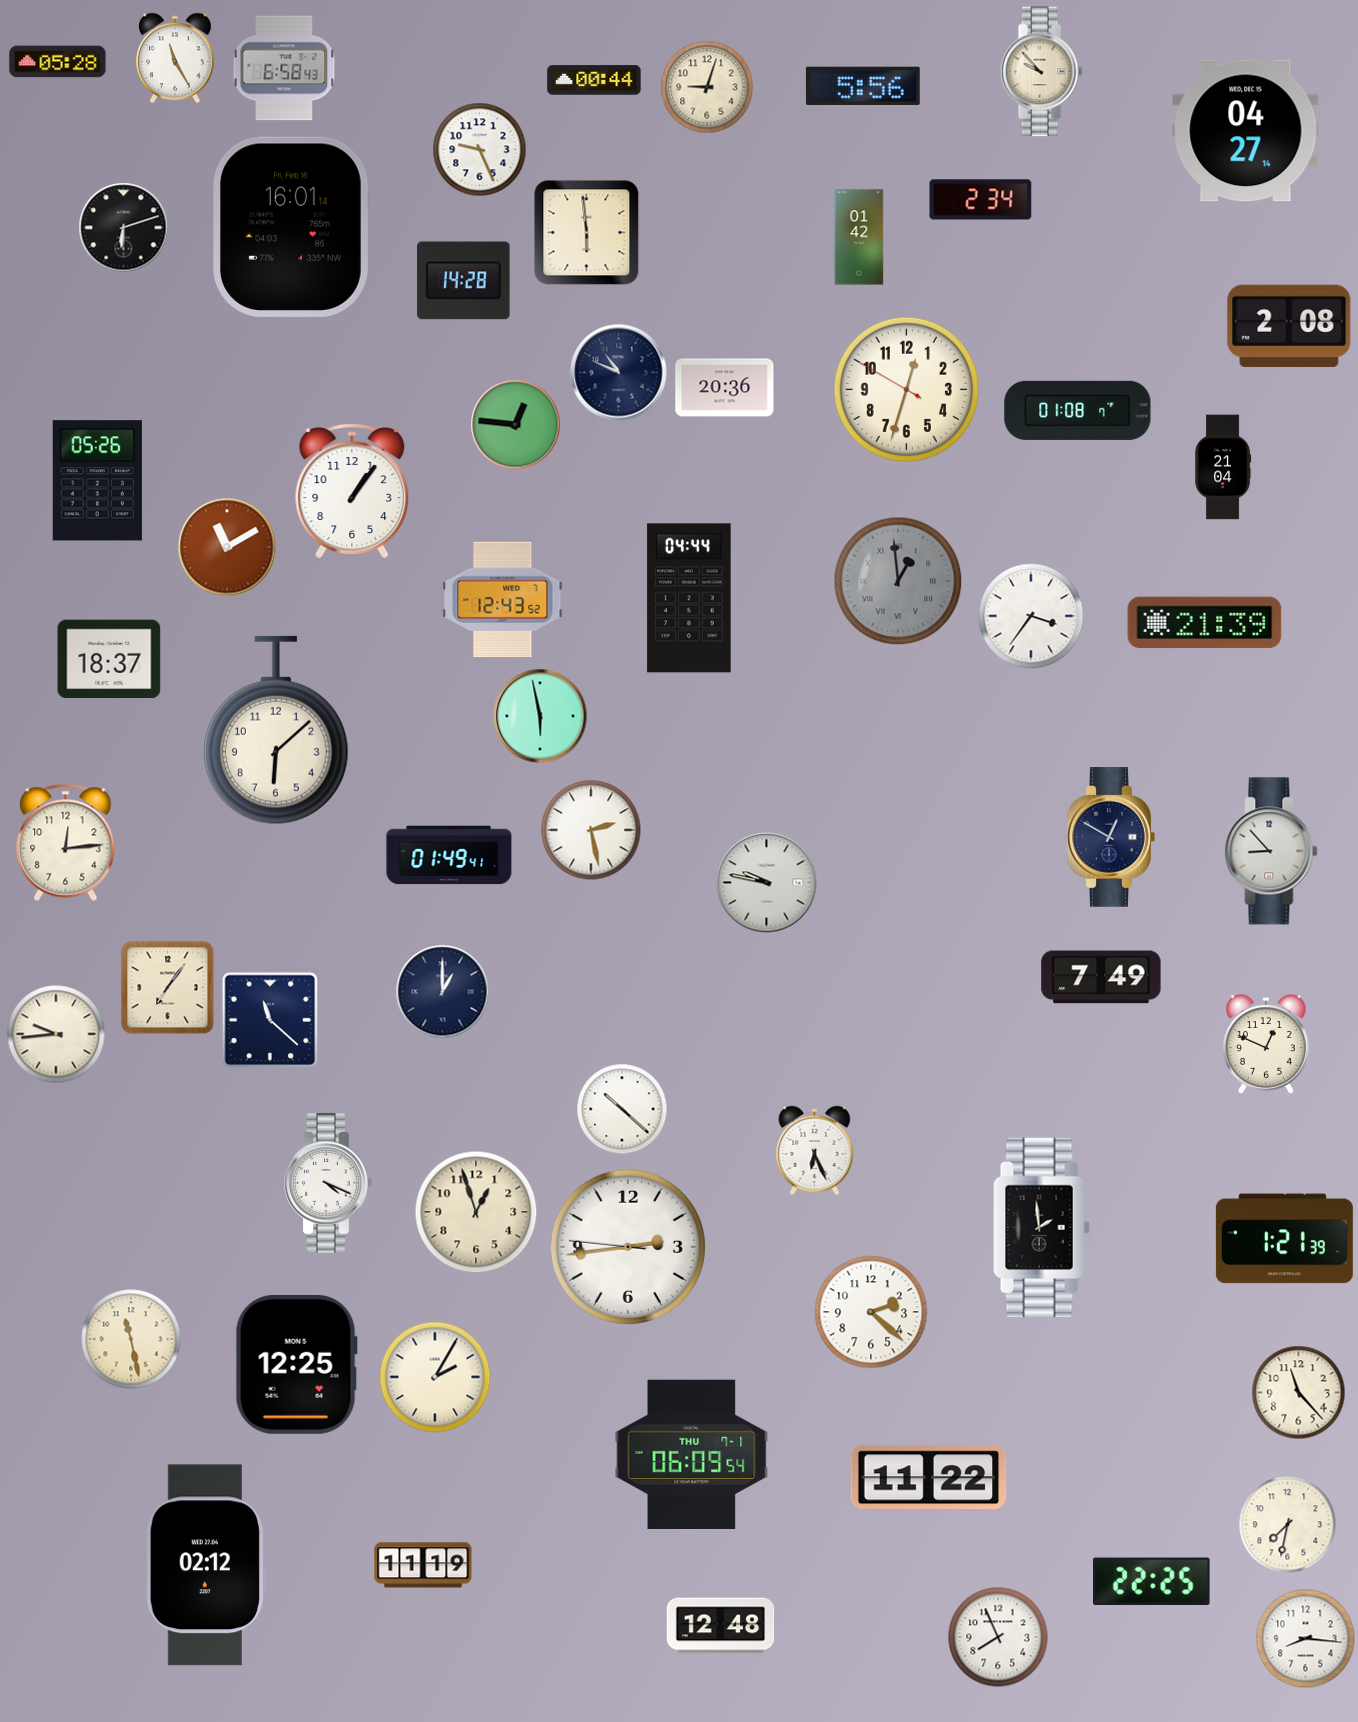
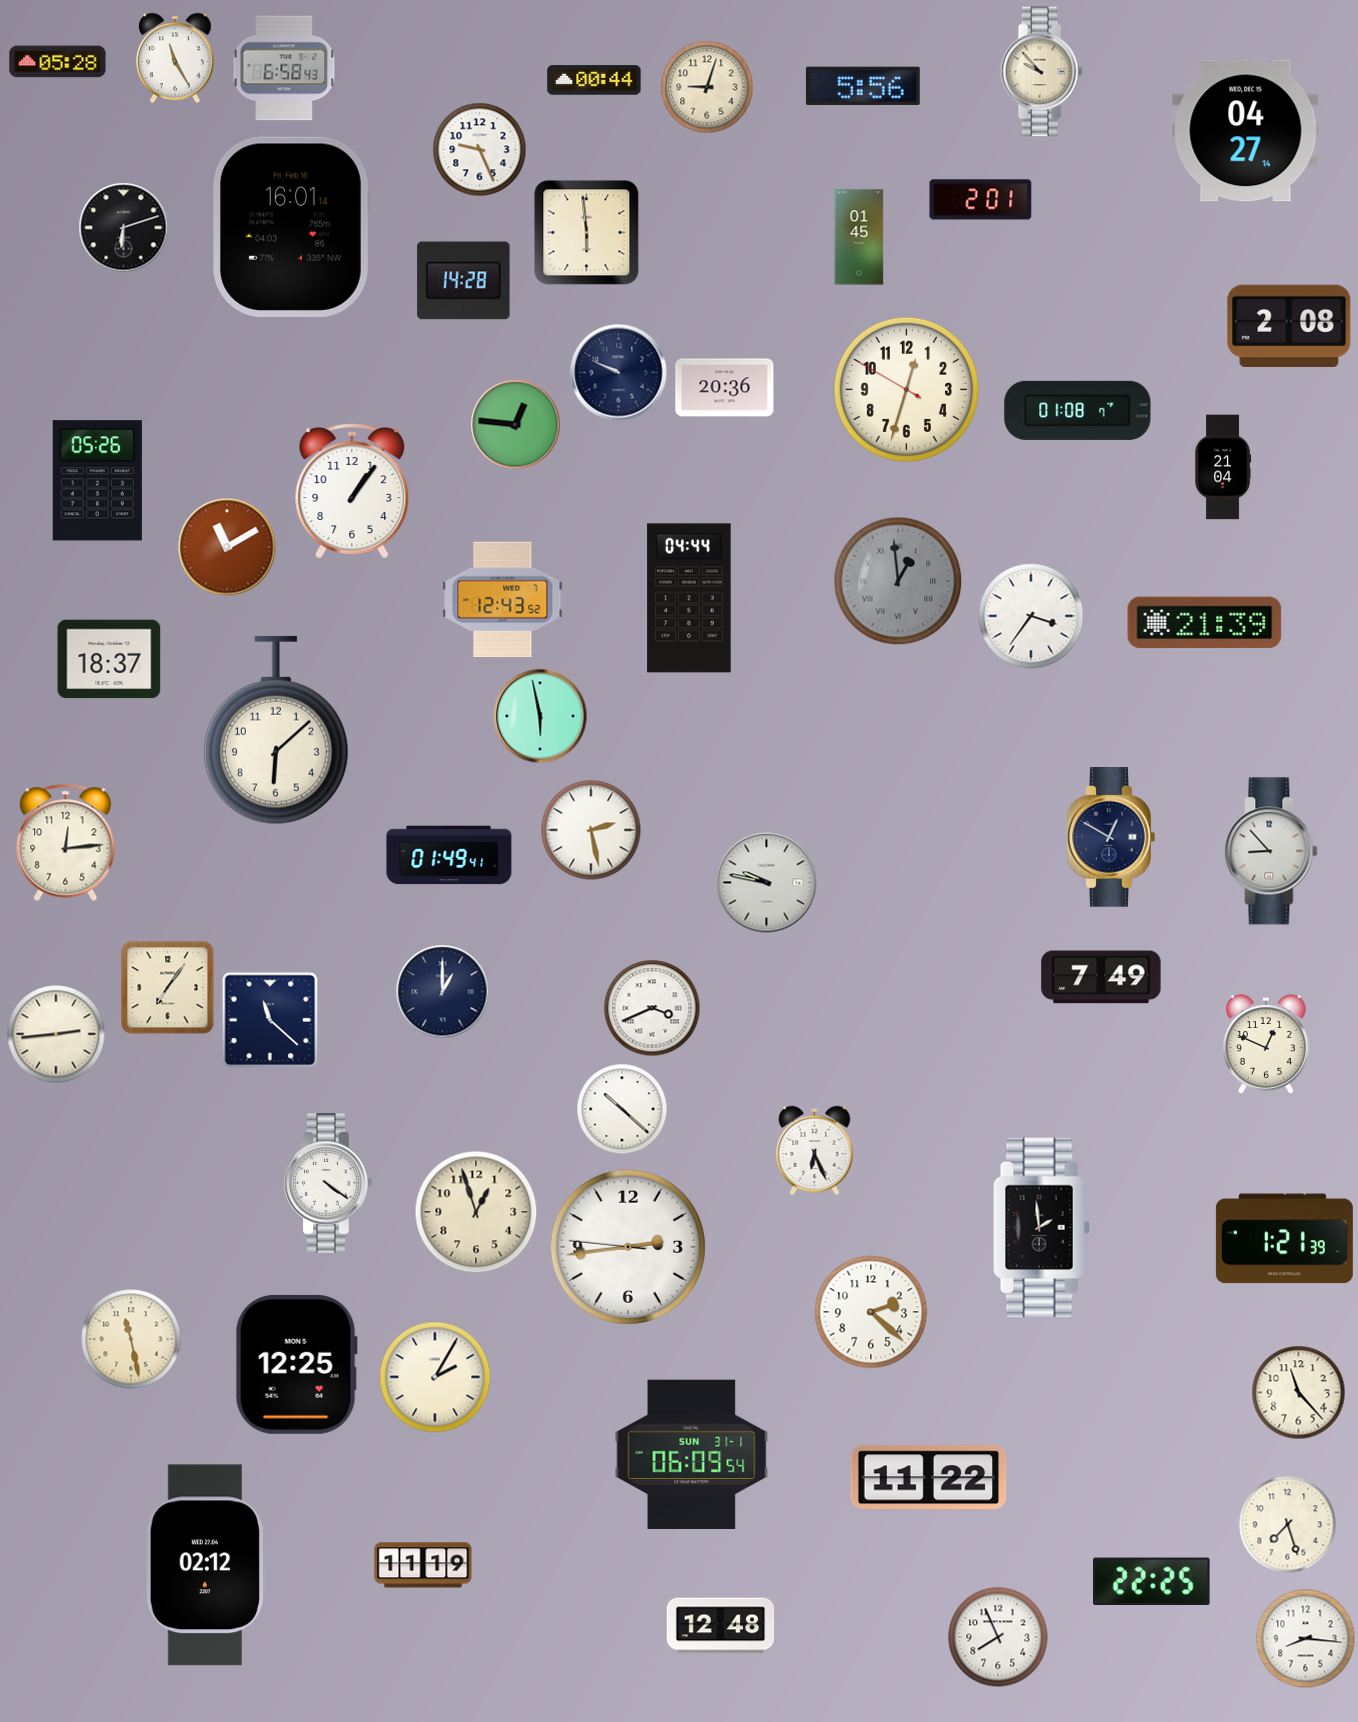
clock at (981, 200): 2:34 -> 2:01
clock at (859, 237): 01:42 -> 01:45
clock at (619, 373): 10:49 -> 9:49
clock at (652, 1008): none -> 3:41
clock at (56, 1034): 9:44 -> 2:44
clock at (328, 1184): 4:19 -> 4:21
clock at (692, 1454) date: THU 7-1 -> SUN 31-1
clock at (1288, 1525): 7:32 -> 7:27
